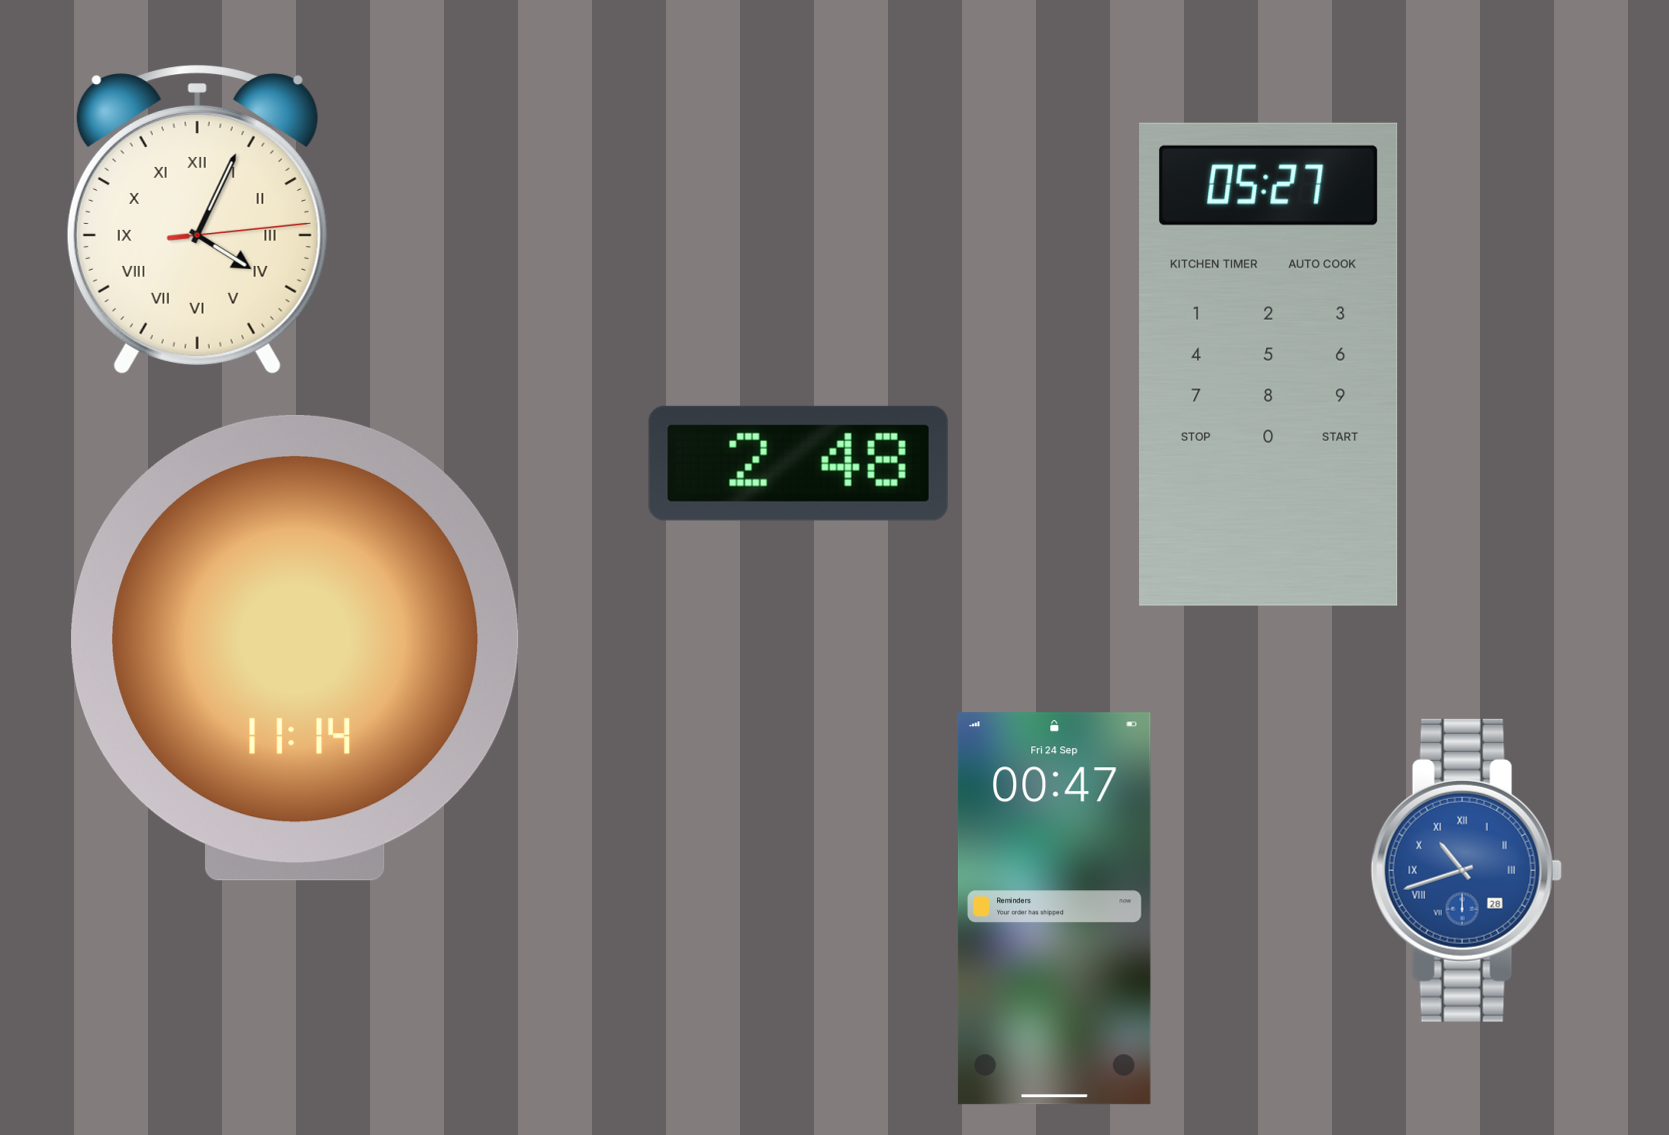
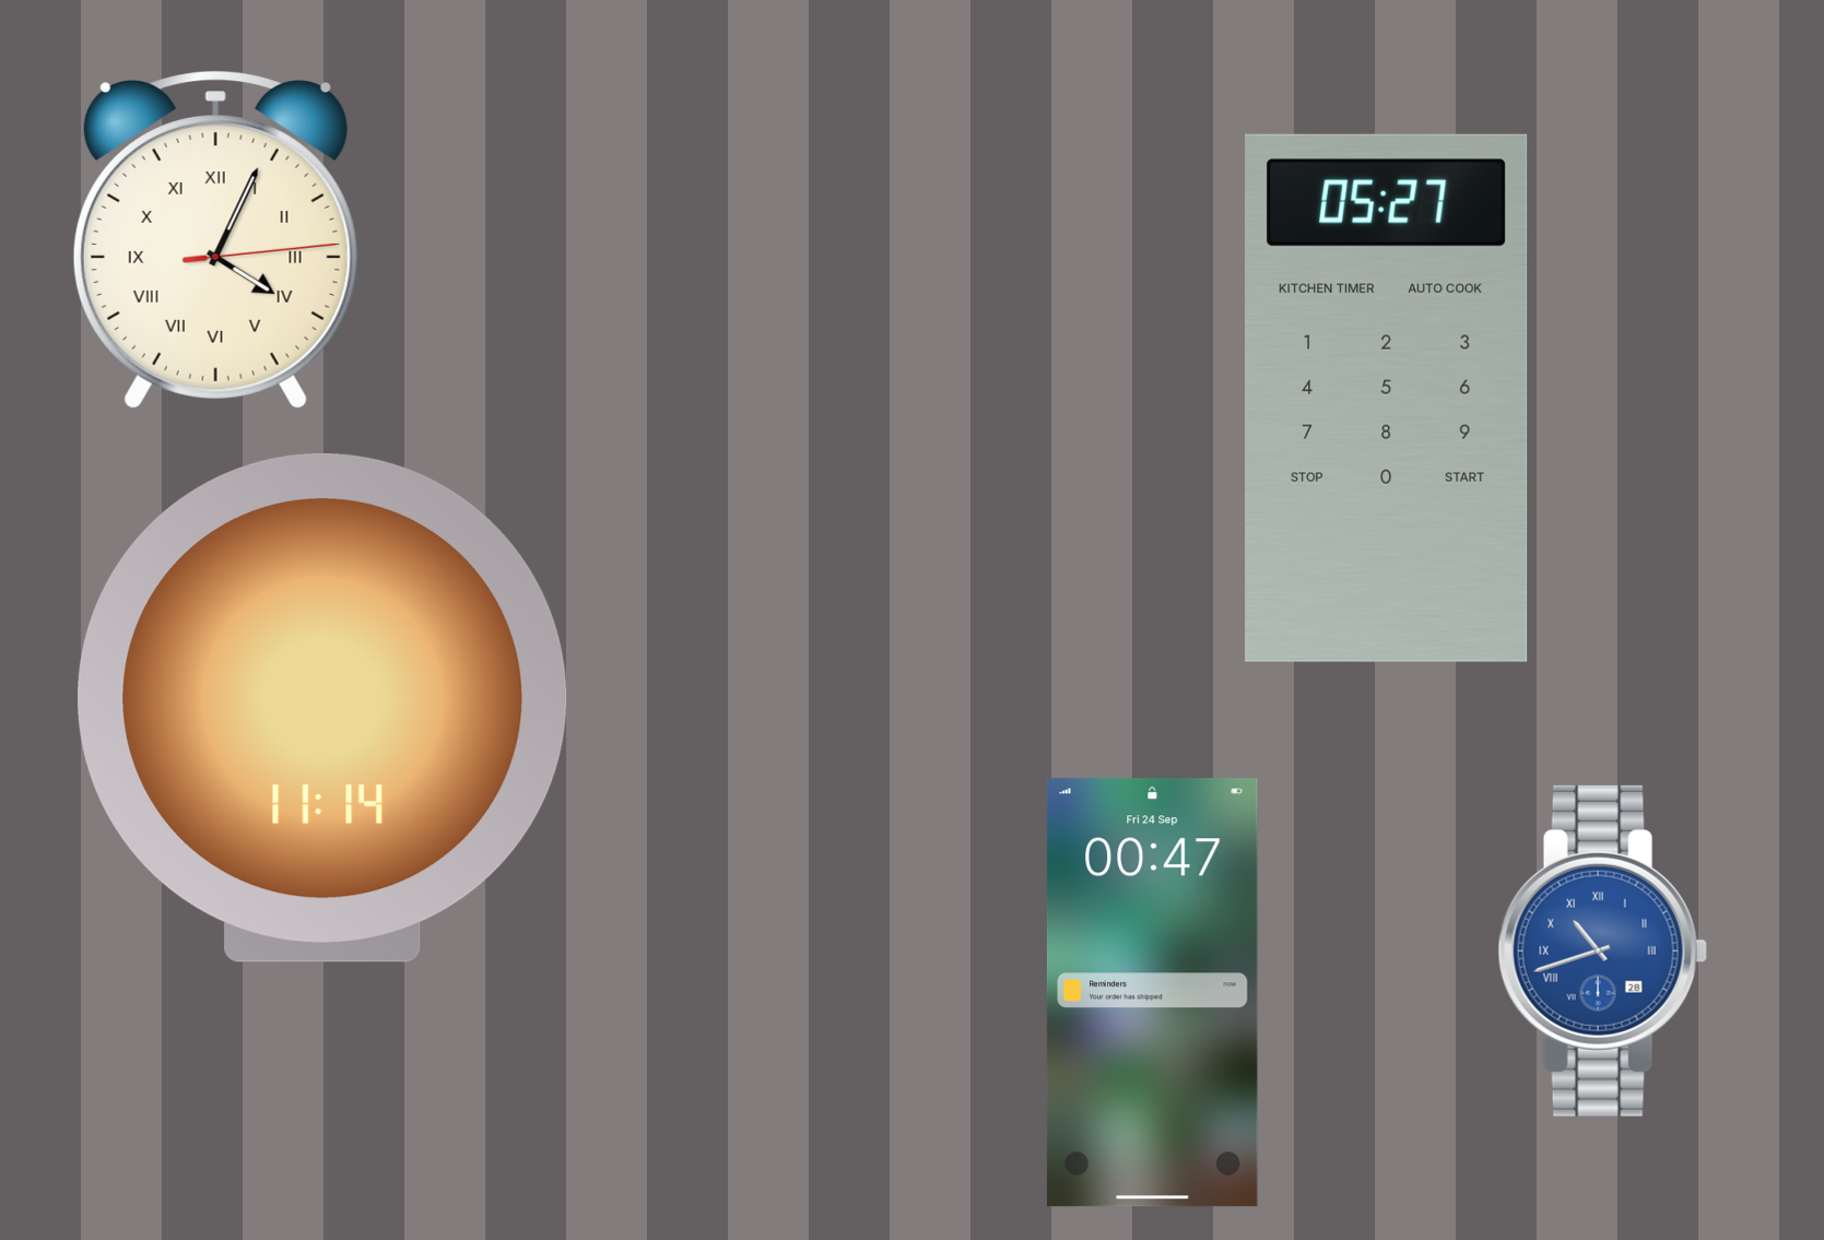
clock at (798, 463): 2:48 -> none
